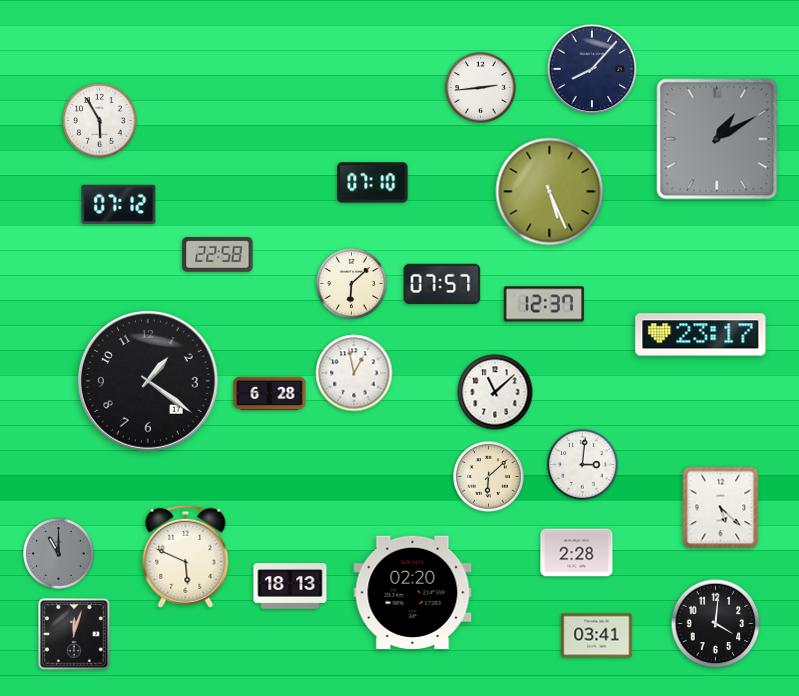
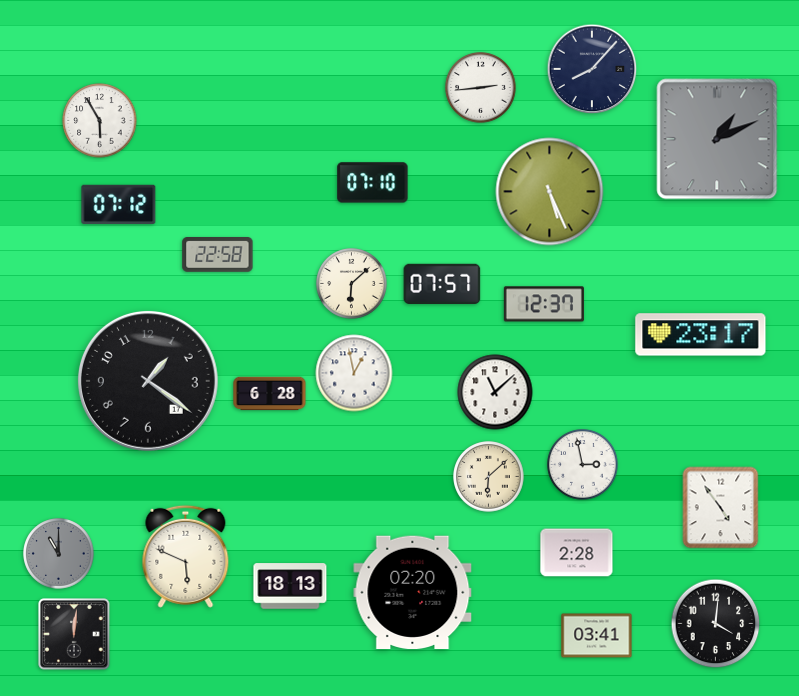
clock at (717, 139): 1:10 -> 1:11
clock at (583, 465): 3:01 -> 2:58
clock at (721, 508): 5:22 -> 4:54
clock at (74, 634): 12:03 -> 12:01
